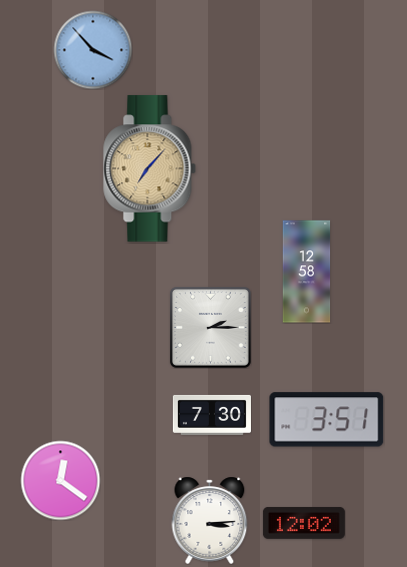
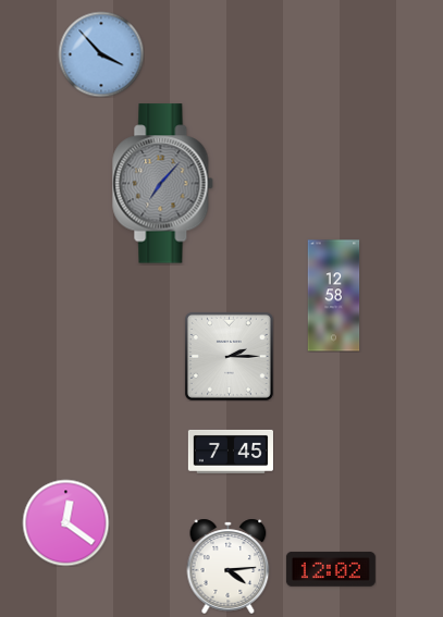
clock at (150, 169) dial: champagne -> grey
clock at (212, 415): 7:30 -> 7:45
clock at (327, 420): 3:51 -> none
clock at (210, 520): 3:14 -> 4:14
